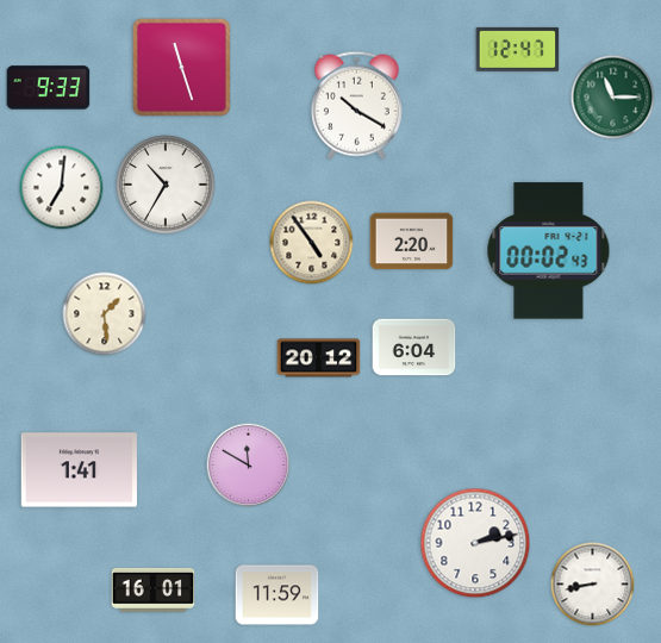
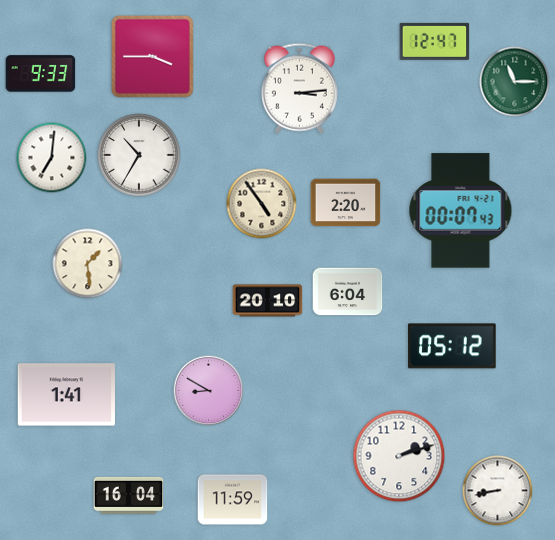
clock at (181, 67): 11:27 -> 3:45
clock at (356, 105): 10:20 -> 3:14
clock at (549, 251): 00:02 -> 00:07
clock at (319, 358): 20:12 -> 20:10
clock at (452, 346): none -> 05:12
clock at (249, 466): 11:50 -> 8:50
clock at (475, 543): 2:13 -> 2:12
clock at (154, 589): 16:01 -> 16:04
